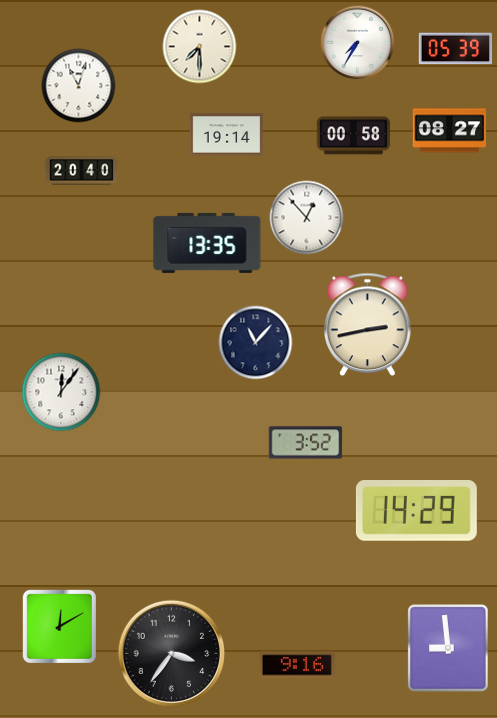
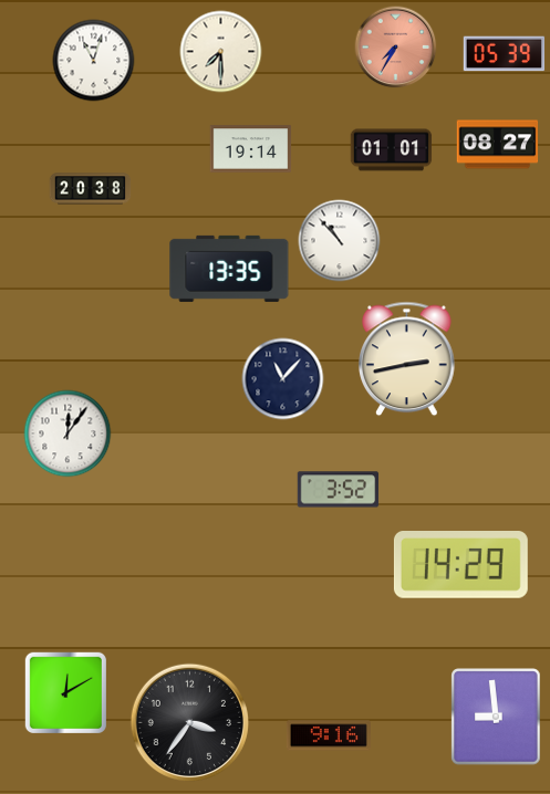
clock at (358, 43) dial: white -> salmon
clock at (79, 86) position: (79, 86) -> (94, 61)
clock at (354, 136): 00:58 -> 01:01
clock at (82, 171): 20:40 -> 20:38
clock at (307, 218): 12:53 -> 10:53
